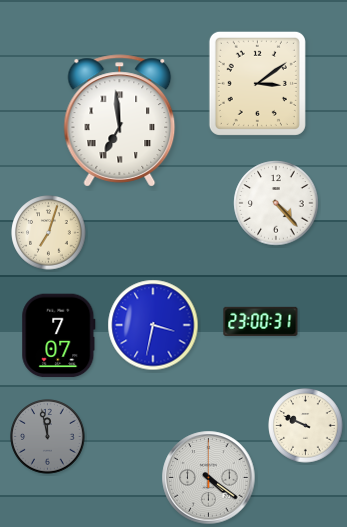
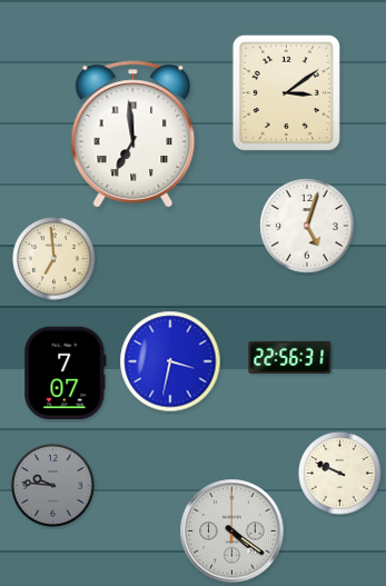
clock at (276, 203): 4:23 -> 5:03
clock at (49, 233): 7:03 -> 6:59
clock at (261, 321): 23:00 -> 22:56
clock at (48, 437): 11:58 -> 9:46
